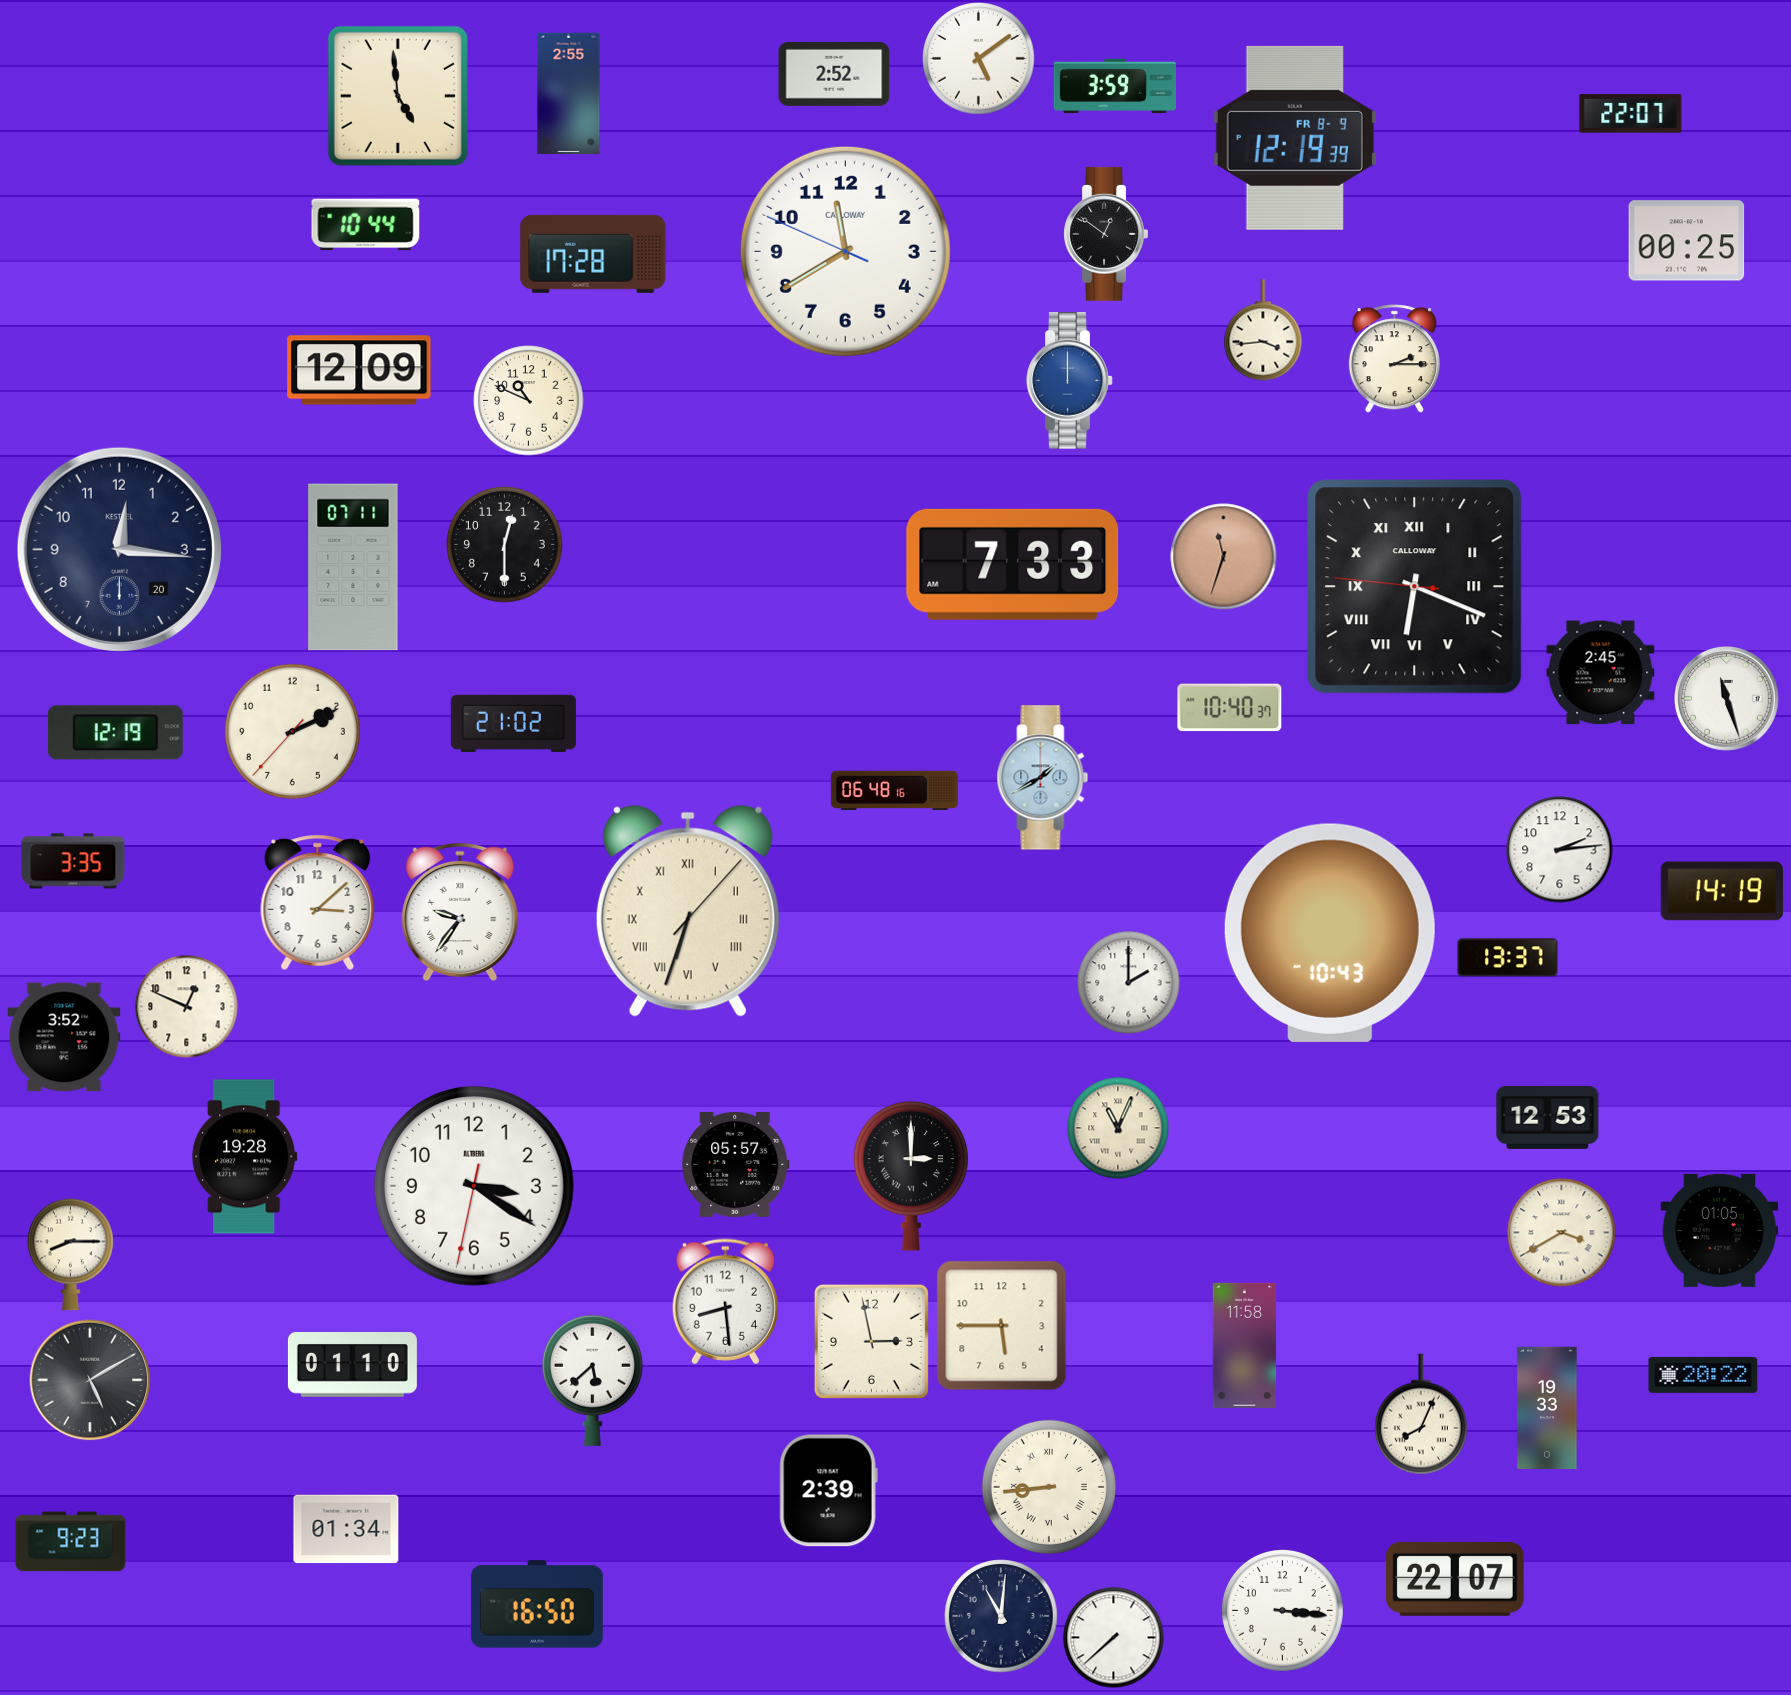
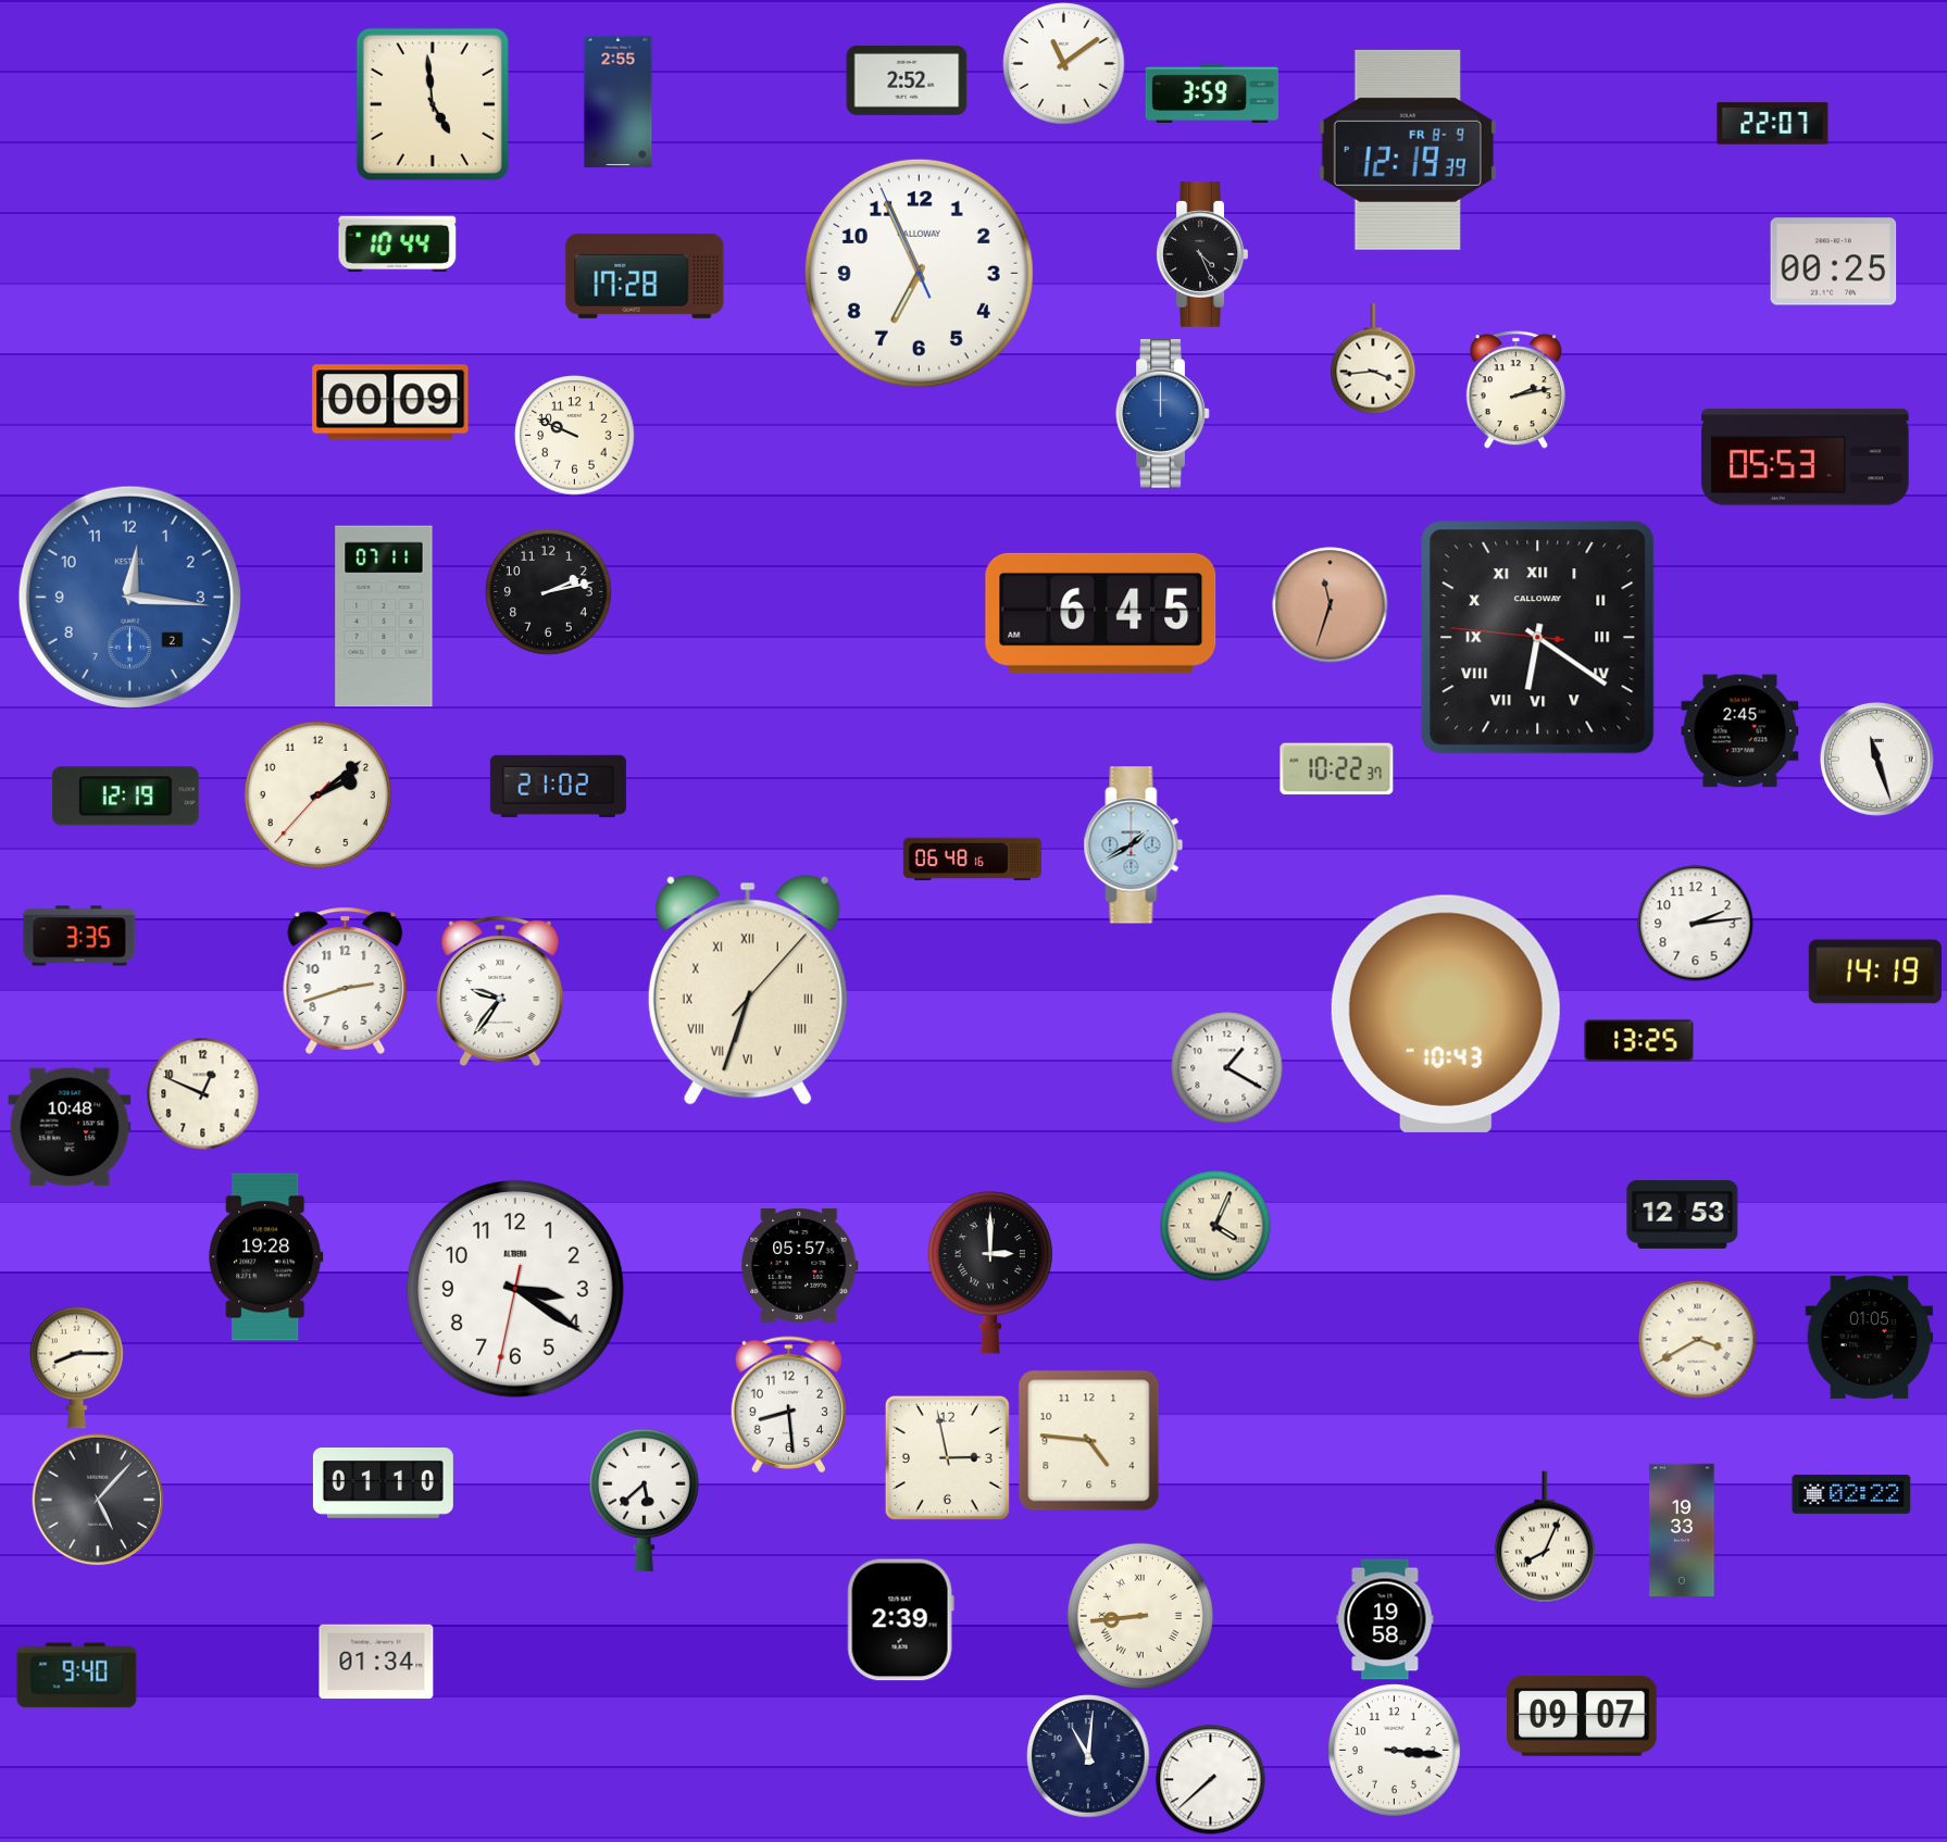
clock at (979, 59): 5:09 -> 11:09
clock at (1106, 235): 12:51 -> 4:26
clock at (845, 251): 11:39 -> 6:55
clock at (1394, 359): 2:15 -> 2:13
clock at (359, 370): 12:09 -> 00:09
clock at (529, 401): 10:49 -> 9:49
clock at (1806, 458): none -> 05:53
clock at (505, 545): 12:30 -> 2:13
clock at (119, 549) date: 20 -> 2
clock at (119, 549) dial: navy -> blue
clock at (1013, 564): 7:33 -> 6:45
clock at (1415, 587): 6:18 -> 6:20
clock at (1230, 708): 10:40 -> 10:22
clock at (292, 731): 2:10 -> 2:08
clock at (1722, 891) position: (1722, 891) -> (1875, 972)
clock at (318, 902): 3:08 -> 2:42
clock at (1508, 958): 13:37 -> 13:25
clock at (1129, 983): 2:00 -> 1:20
clock at (64, 1037): 3:52 -> 10:48
clock at (1118, 1128): 11:04 -> 4:04
clock at (910, 1177) position: (910, 1177) -> (989, 1274)
clock at (71, 1254) position: (71, 1254) -> (77, 1367)
clock at (725, 1302) position: (725, 1302) -> (788, 1405)
clock at (1002, 1326): 5:45 -> 4:46
clock at (1245, 1345): 11:58 -> none
clock at (1703, 1375): 20:22 -> 02:22
clock at (90, 1380): 5:10 -> 5:07
clock at (1385, 1619): none -> 19:58
clock at (71, 1542): 9:23 -> 9:40
clock at (1455, 1579): 22:07 -> 09:07
clock at (537, 1604): 16:50 -> none
